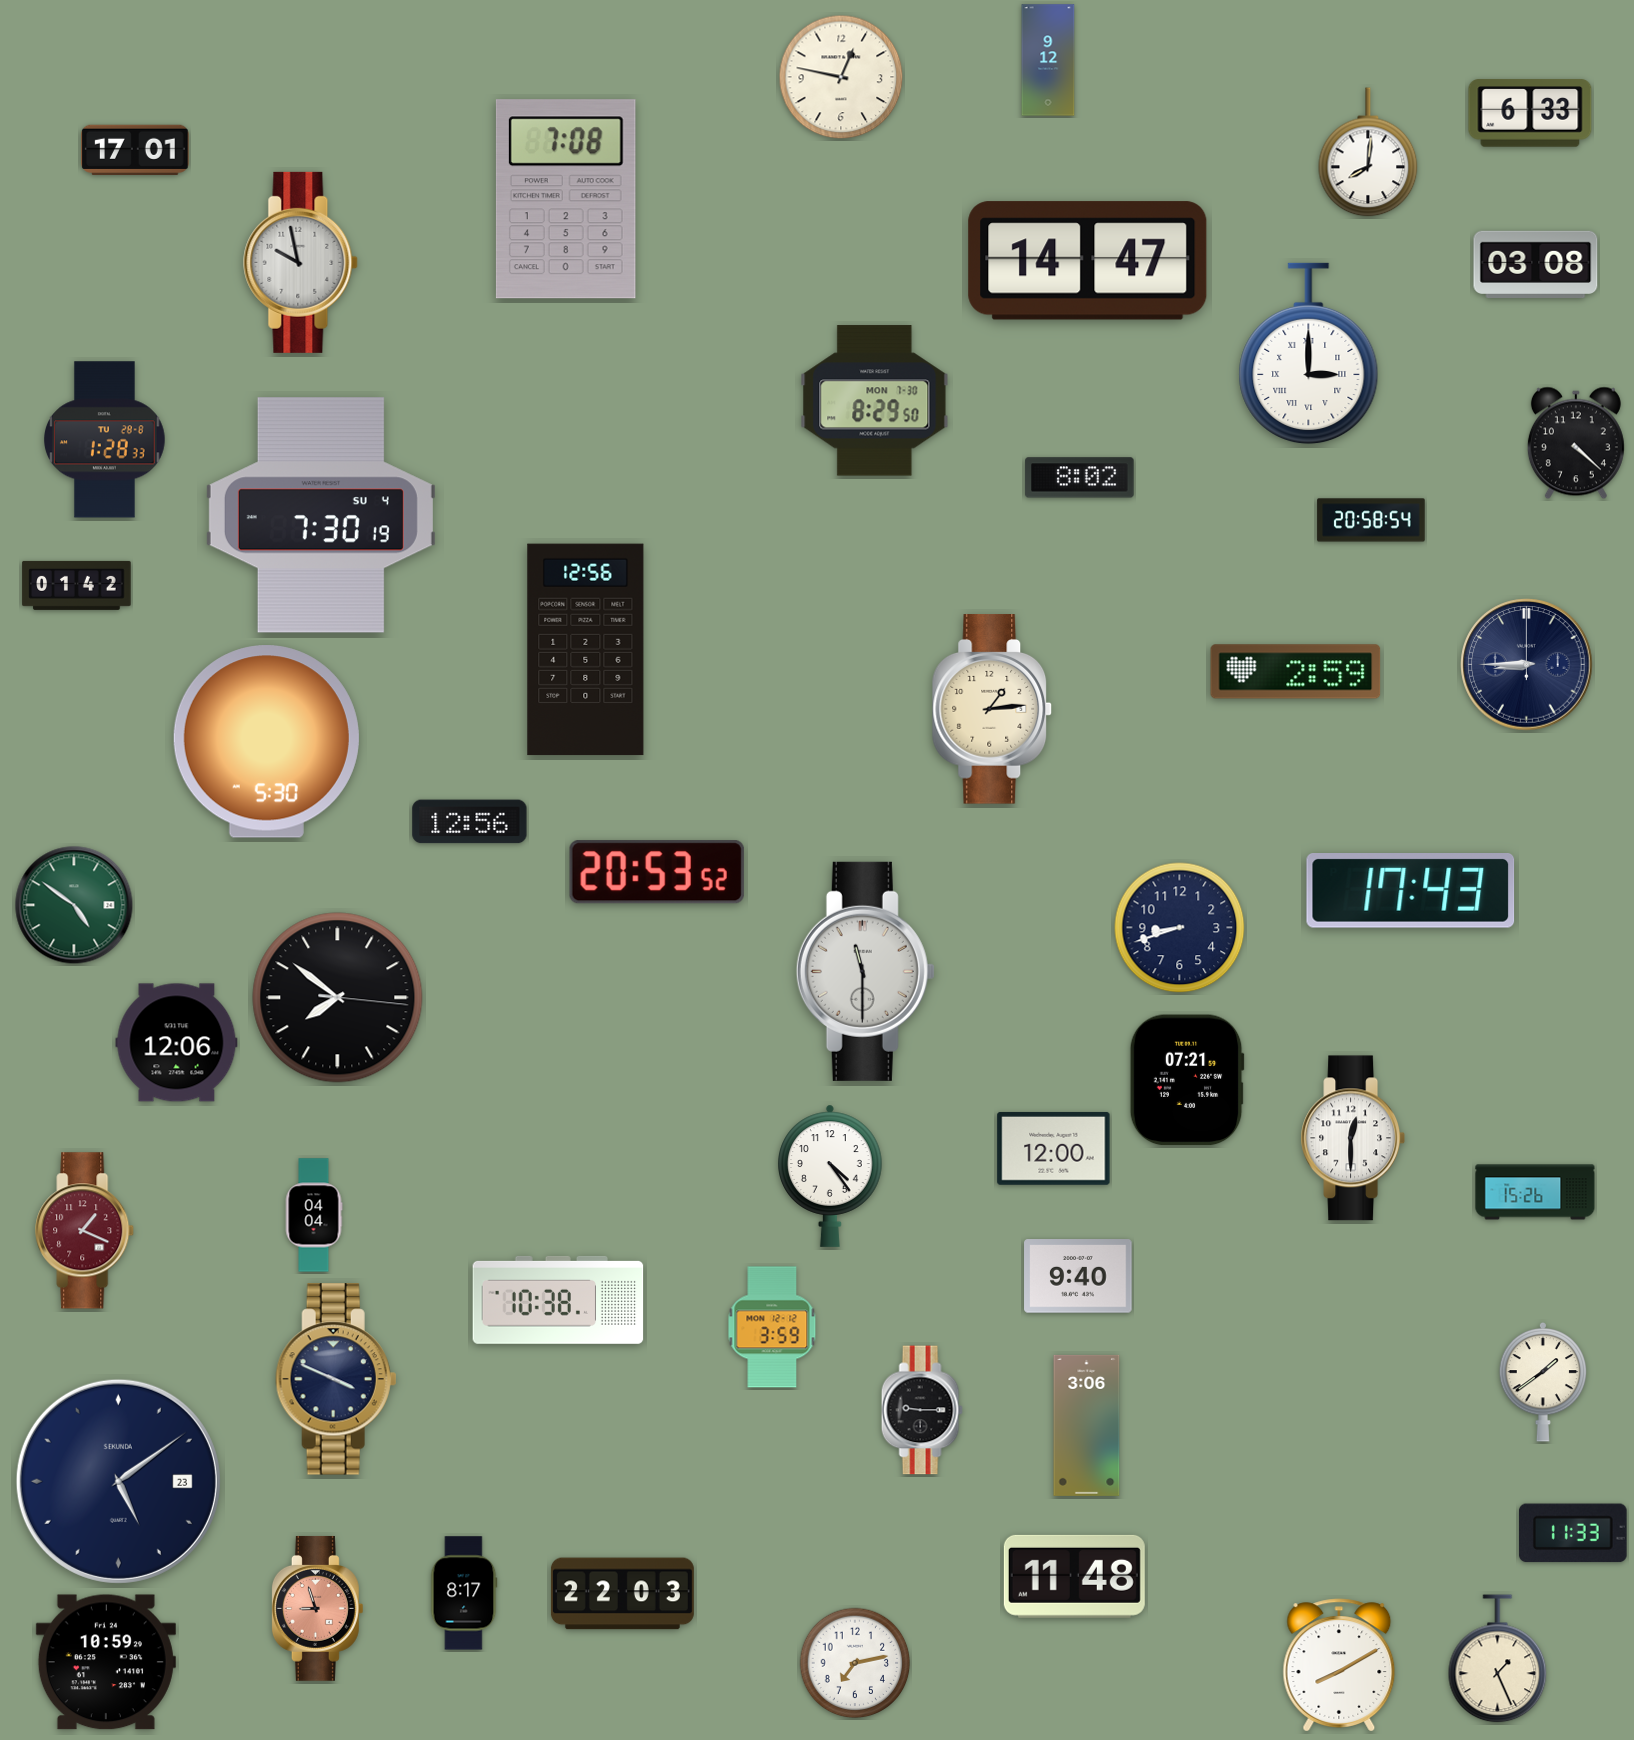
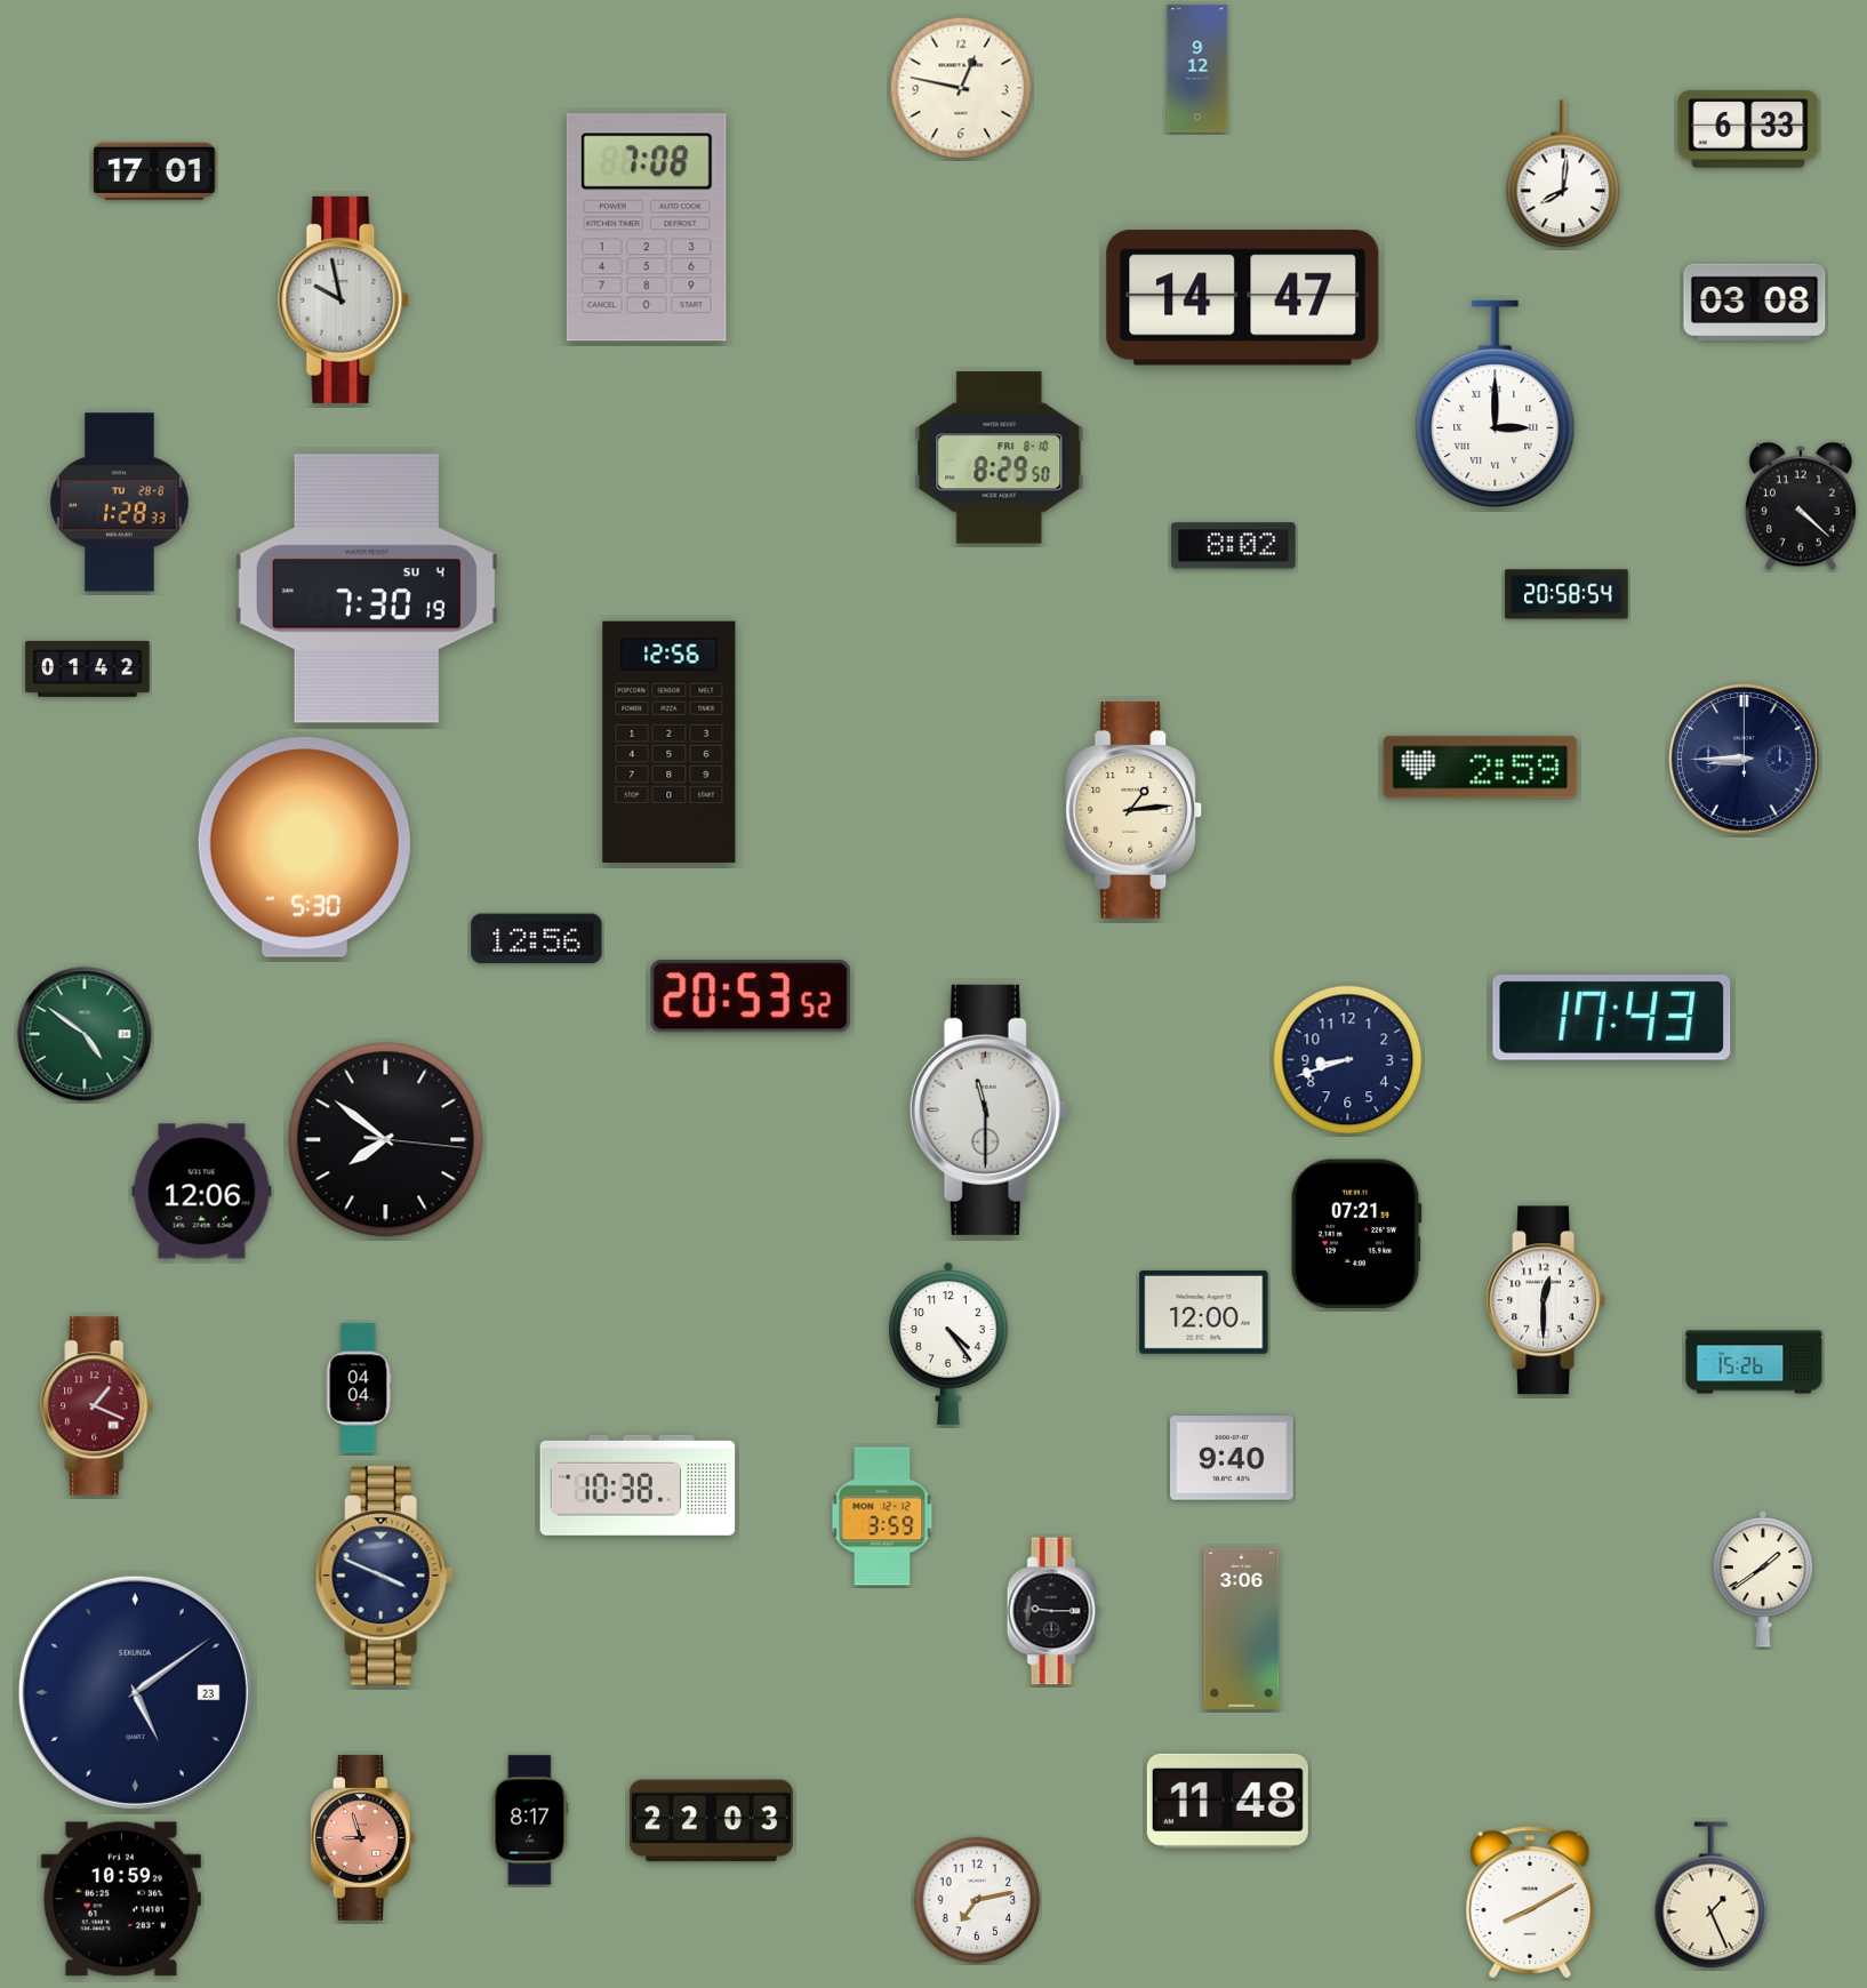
clock at (875, 401) date: MON 7-30 -> FRI 8-10
clock at (1574, 1533): 11:33 -> none
